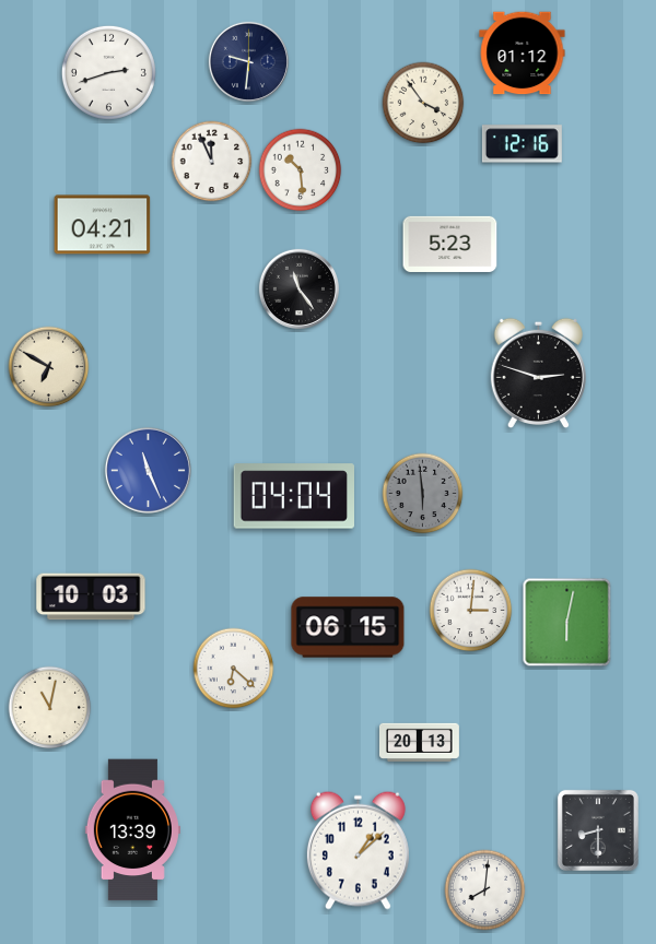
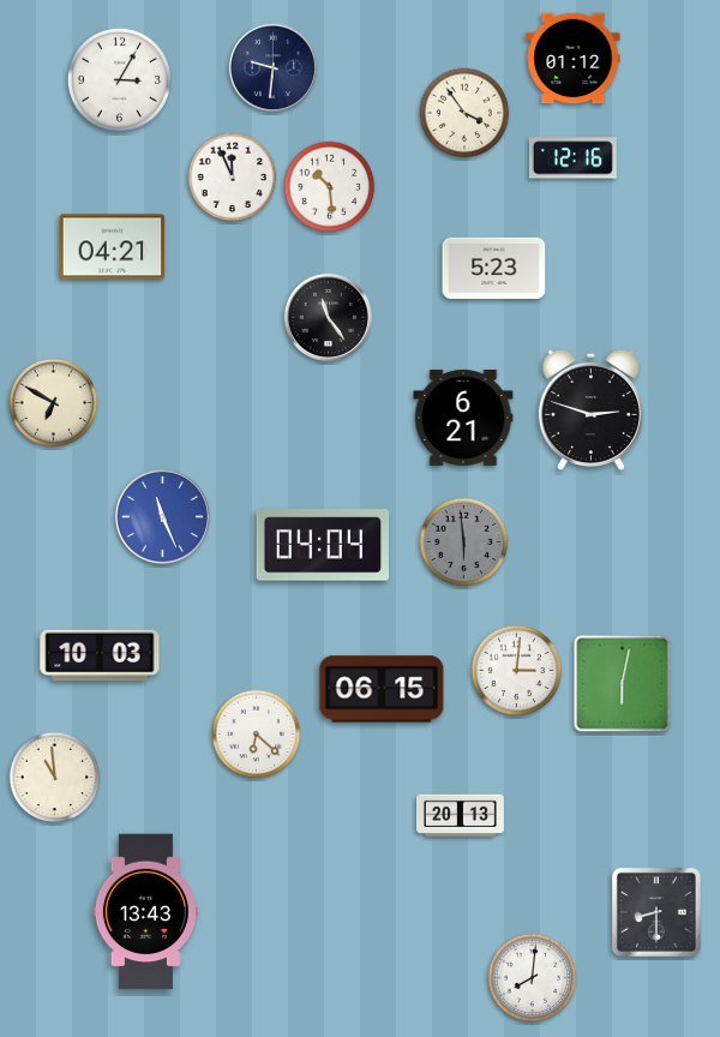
clock at (108, 72): 2:42 -> 3:05
clock at (463, 418): none -> 6:21
clock at (50, 708): 11:02 -> 10:59
clock at (132, 830): 13:39 -> 13:43
clock at (358, 850): 1:08 -> none
